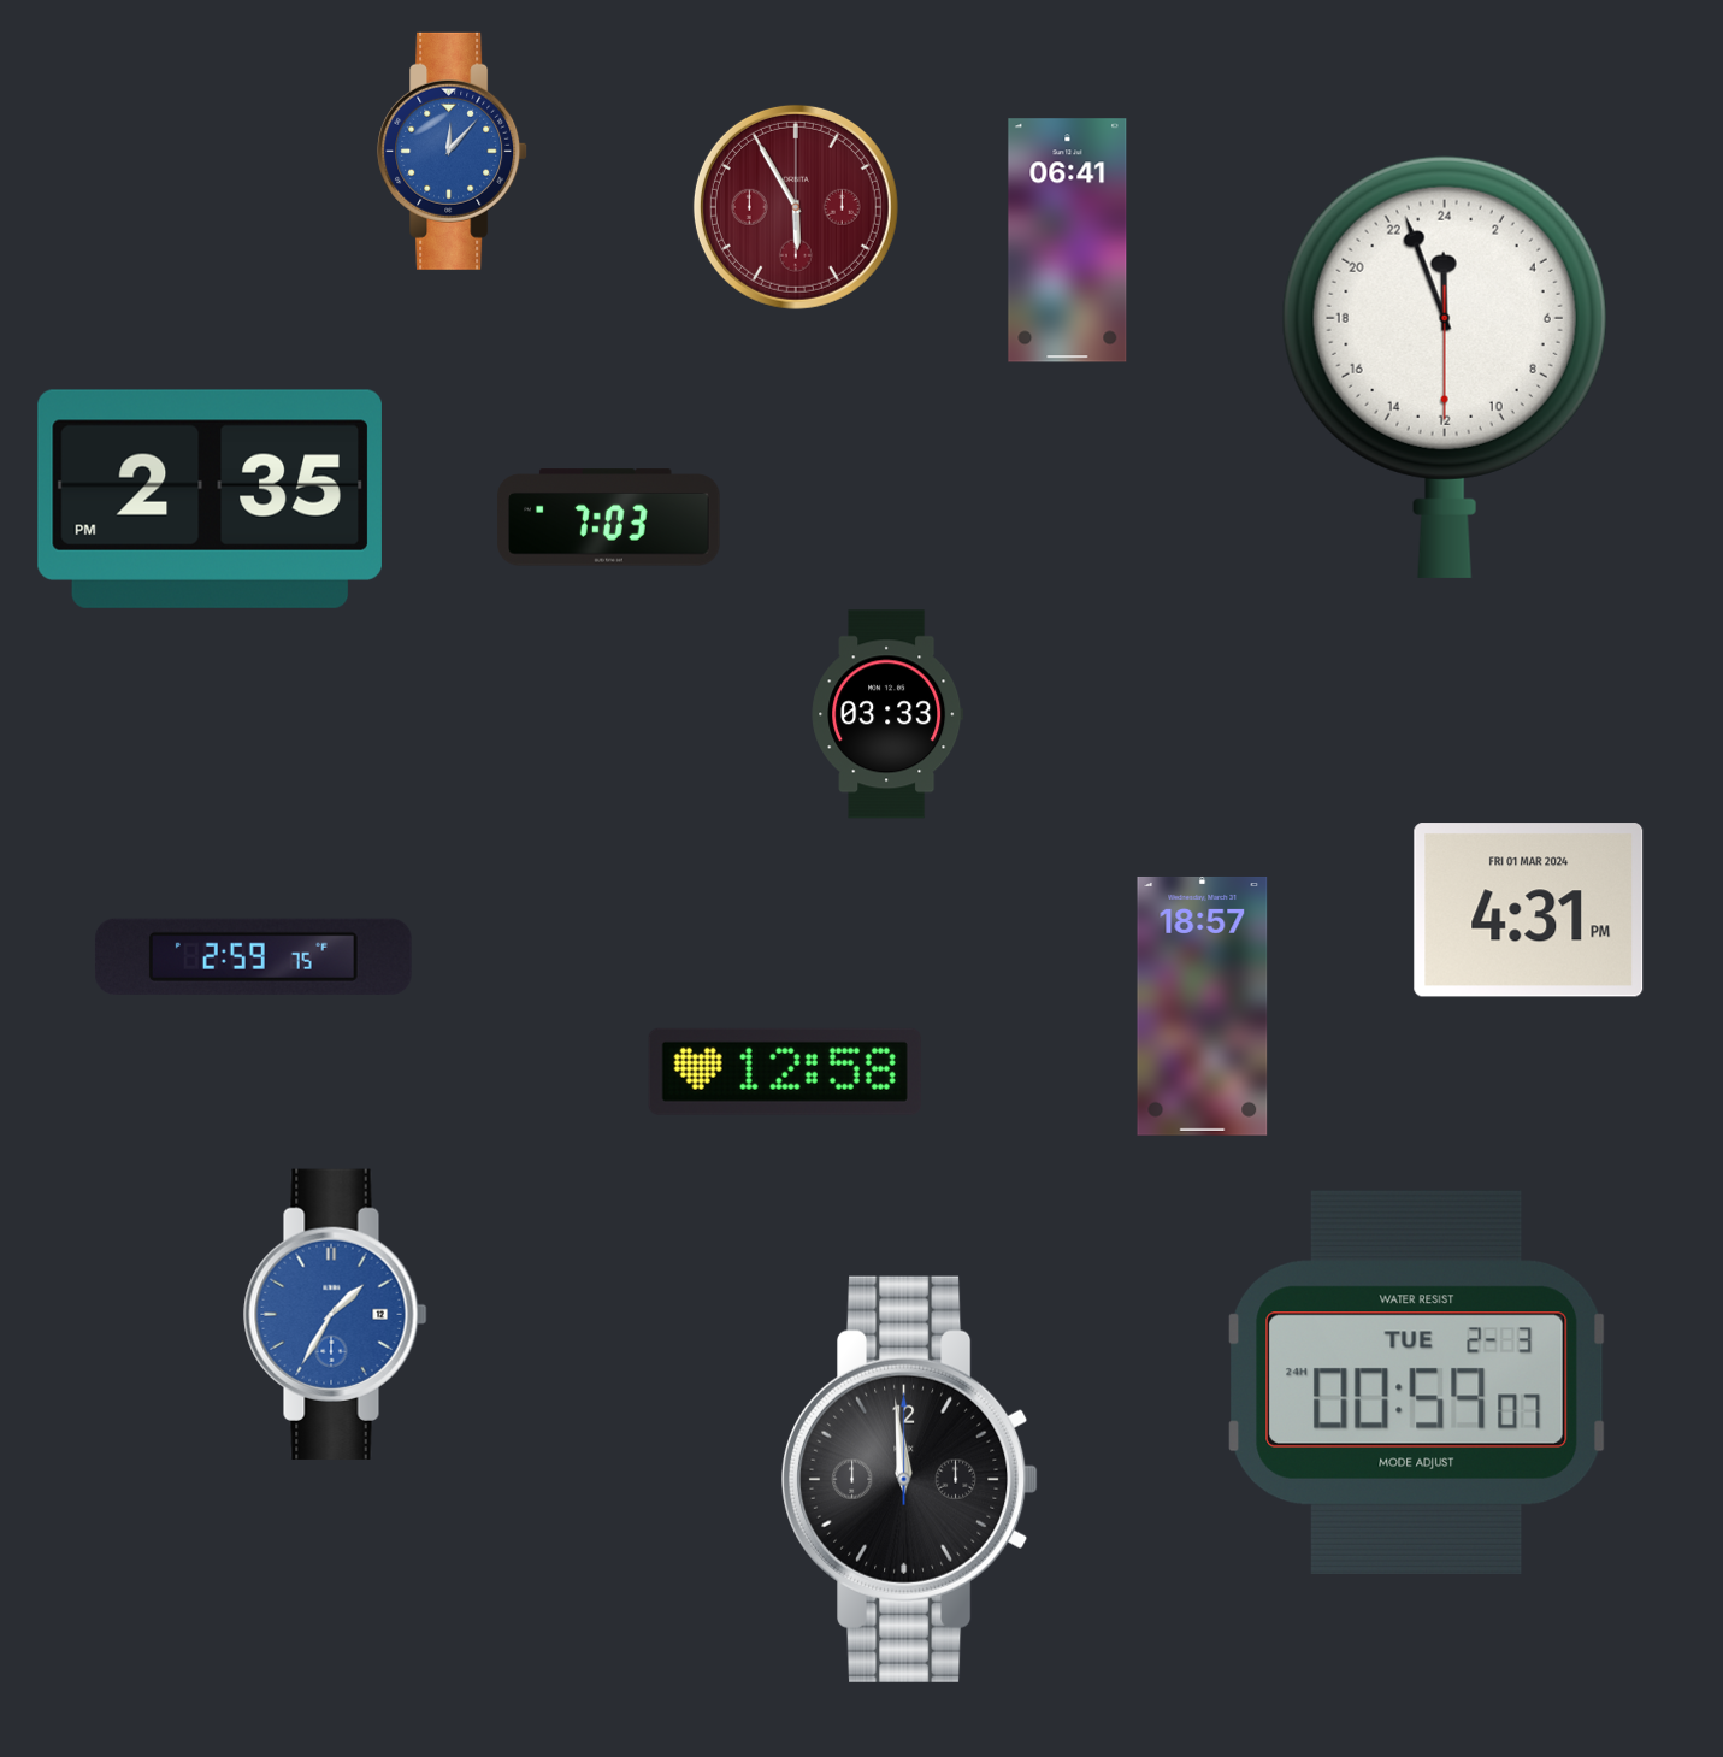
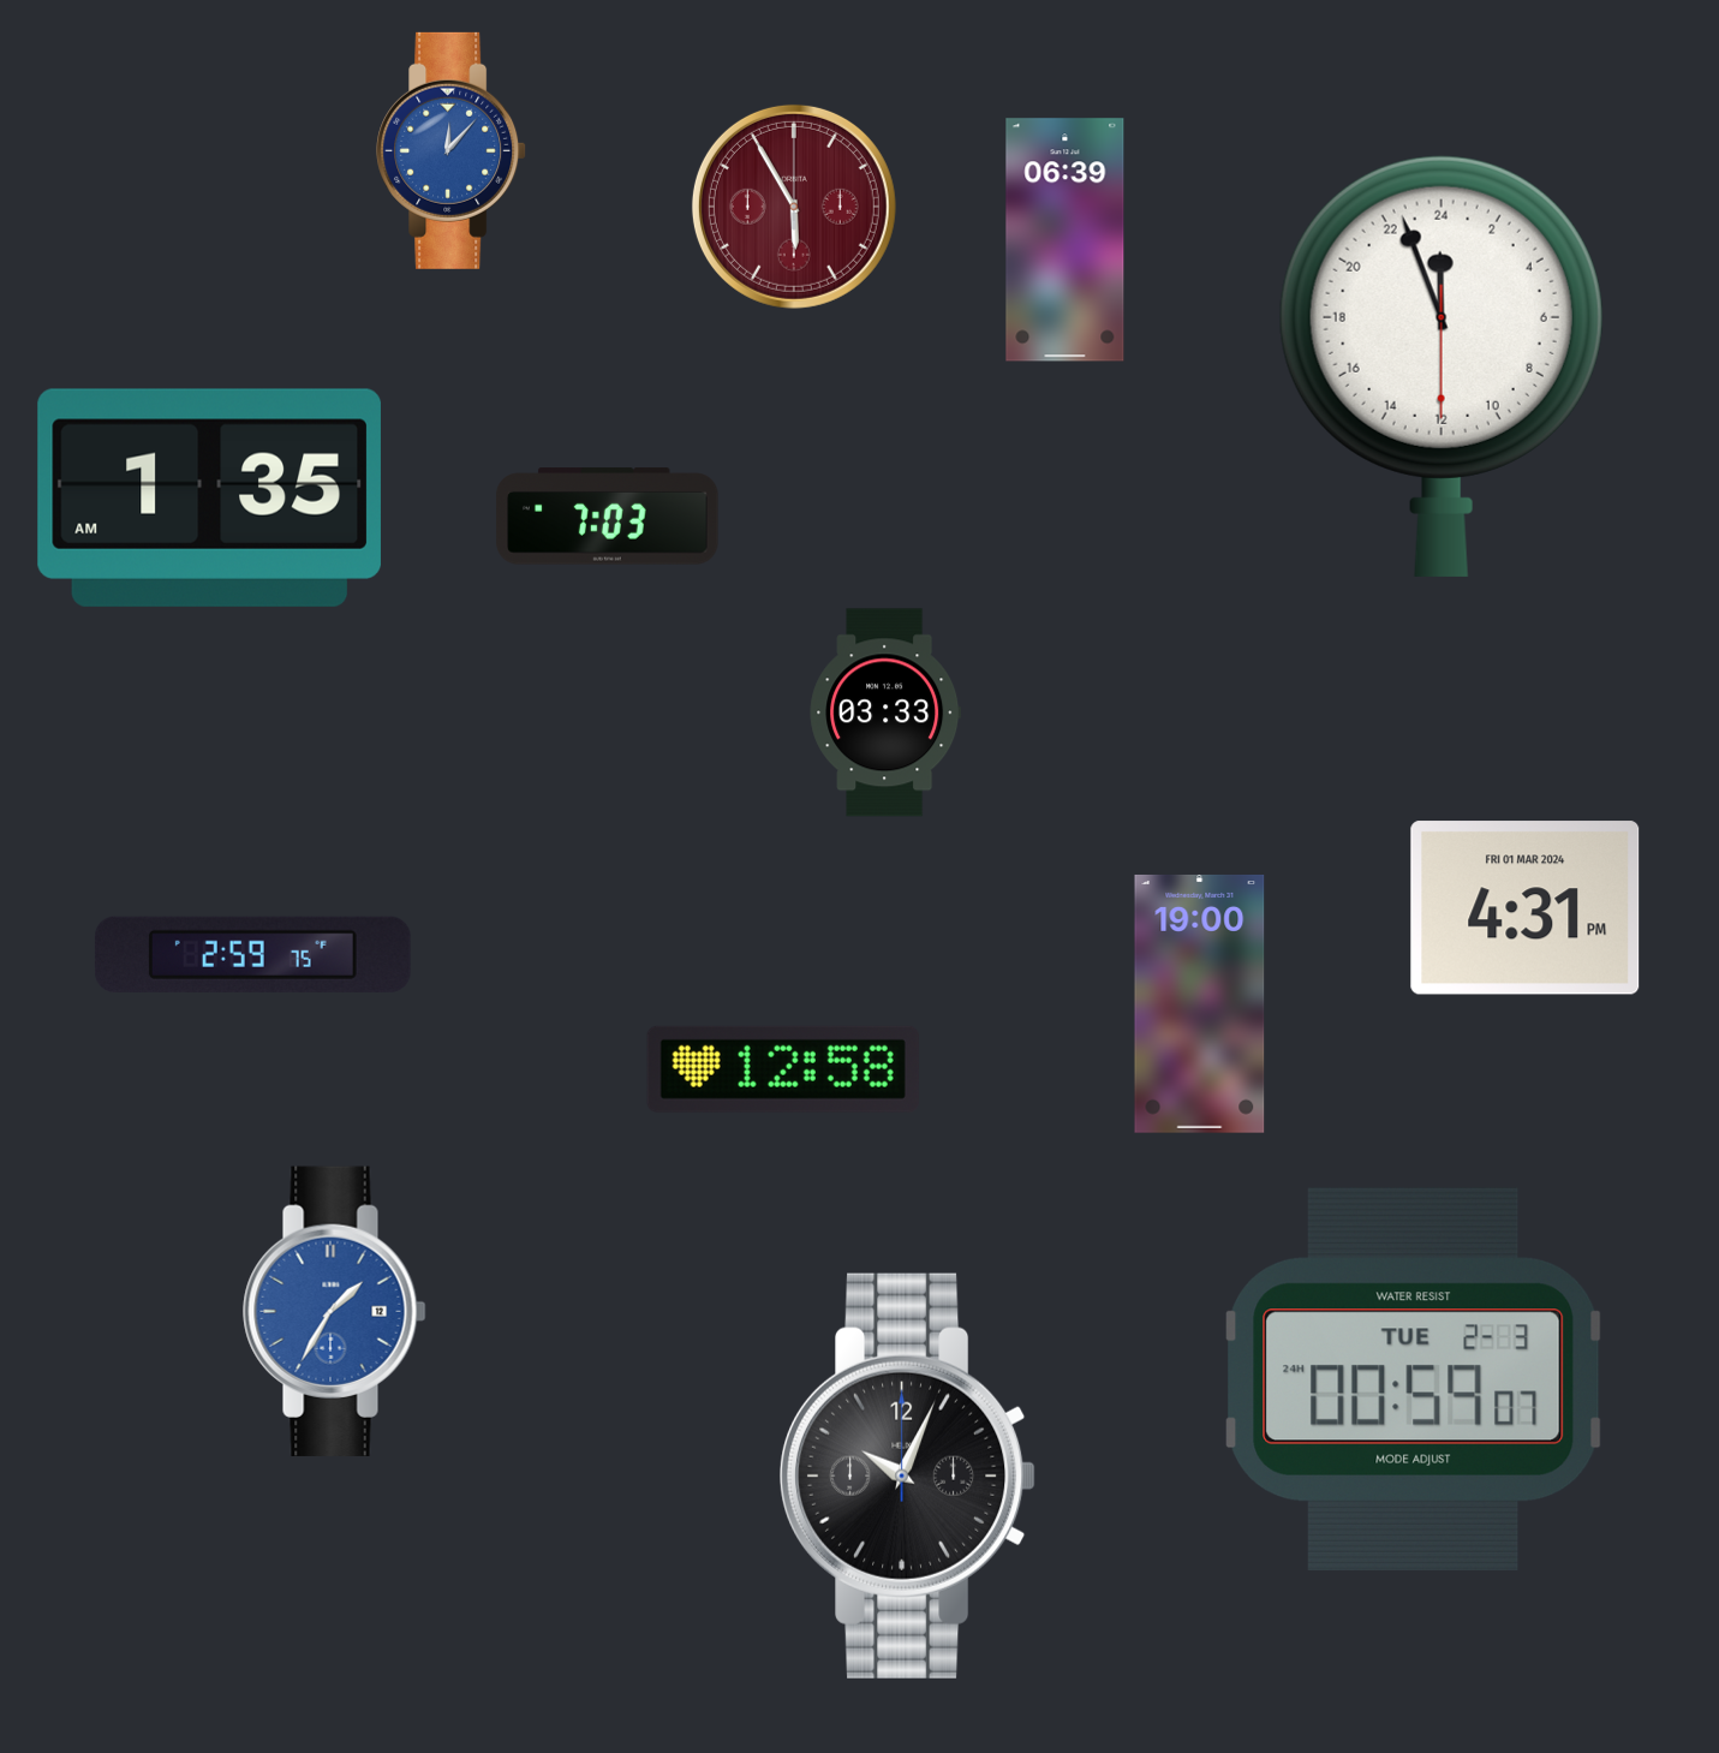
clock at (1068, 241): 06:41 -> 06:39
clock at (210, 499): 2:35 -> 1:35
clock at (1203, 1006): 18:57 -> 19:00
clock at (910, 1479): 11:59 -> 10:04
